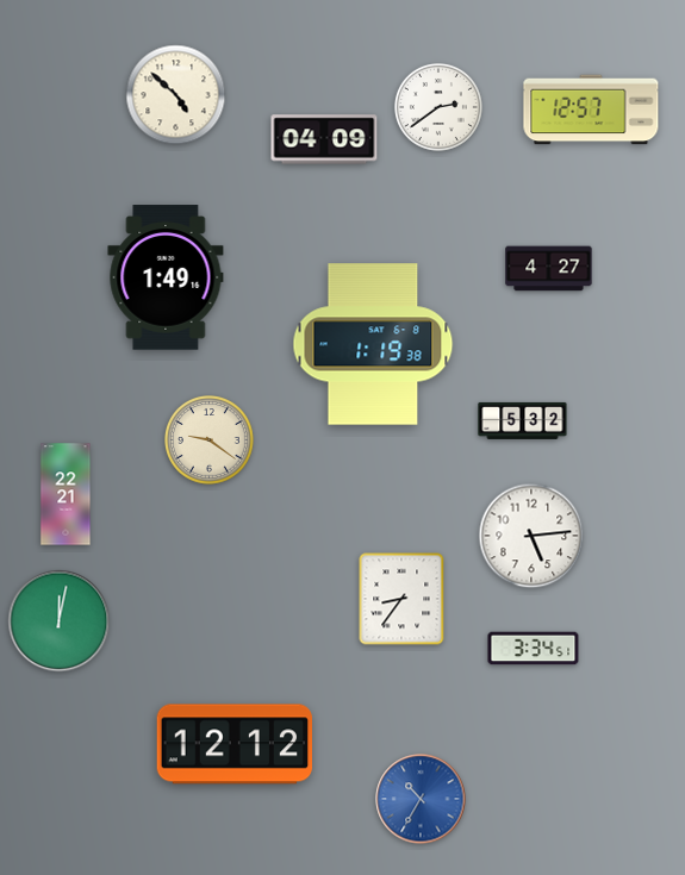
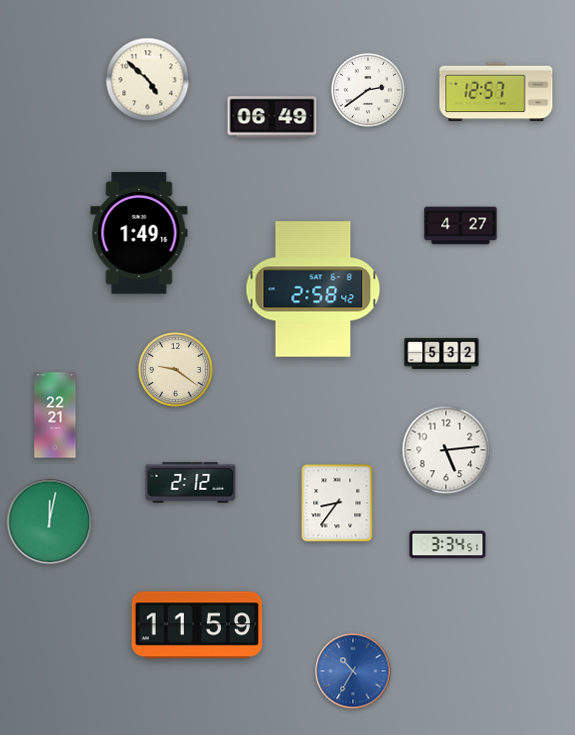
clock at (324, 139): 04:09 -> 06:49
clock at (373, 344): 1:19 -> 2:58
clock at (523, 420) position: (523, 420) -> (442, 353)
clock at (191, 483): none -> 2:12
clock at (233, 744): 12:12 -> 11:59
